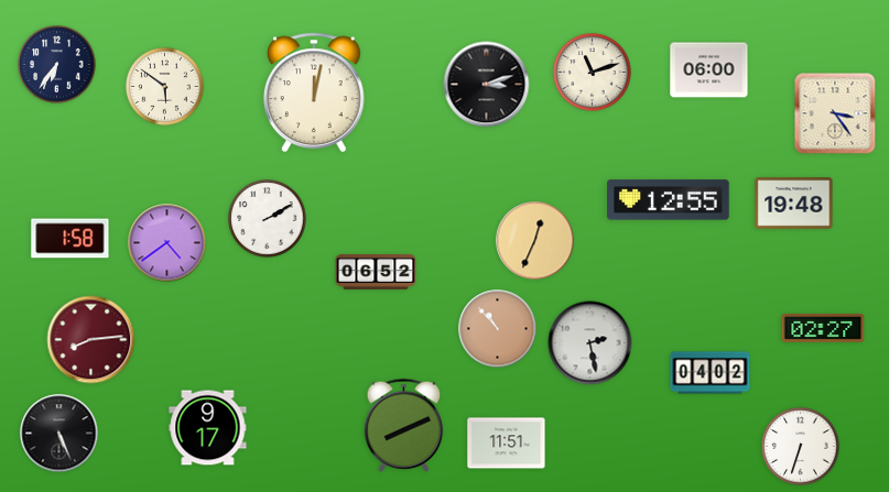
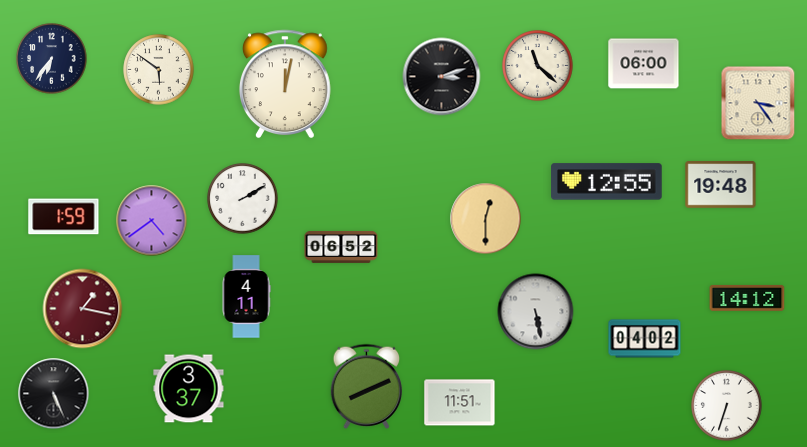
clock at (593, 73): 11:12 -> 11:22
clock at (165, 87) position: (165, 87) -> (159, 70)
clock at (71, 239): 1:58 -> 1:59
clock at (535, 241): 12:34 -> 12:30
clock at (246, 297): none -> 4:11
clock at (823, 328): 02:27 -> 14:12
clock at (498, 329): 10:53 -> none
clock at (91, 340): 8:14 -> 1:17
clock at (590, 343): 2:28 -> 5:28
clock at (208, 428): 9:17 -> 3:37
